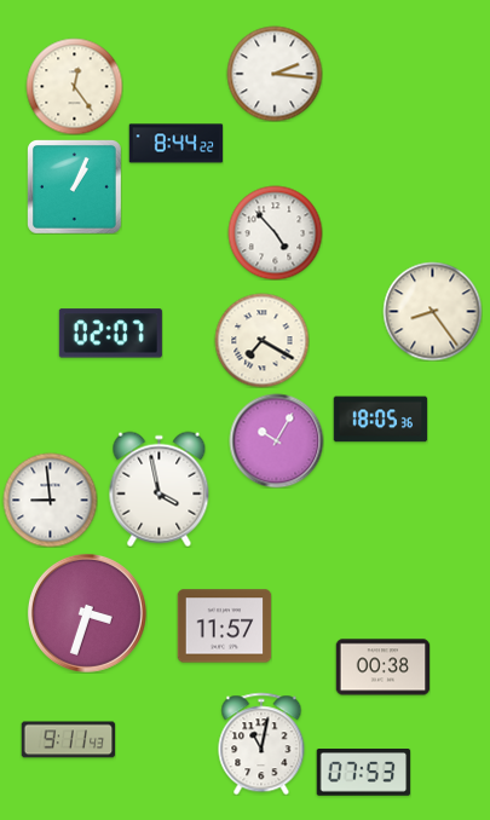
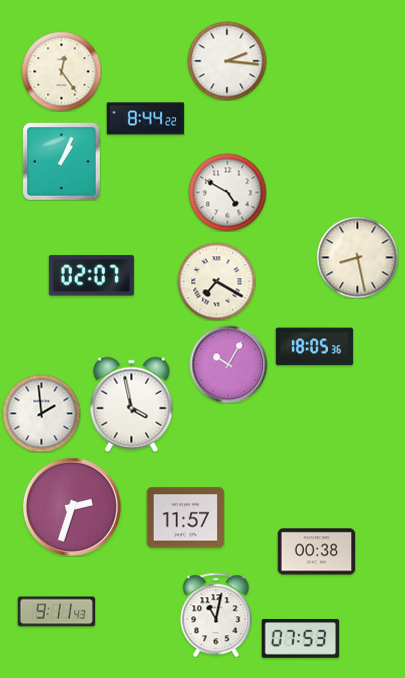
clock at (75, 187) position: (75, 187) -> (62, 162)
clock at (275, 232): 4:53 -> 4:50
clock at (432, 311): 8:24 -> 8:28
clock at (50, 499): 8:59 -> 1:59
clock at (87, 613): 3:33 -> 2:33
